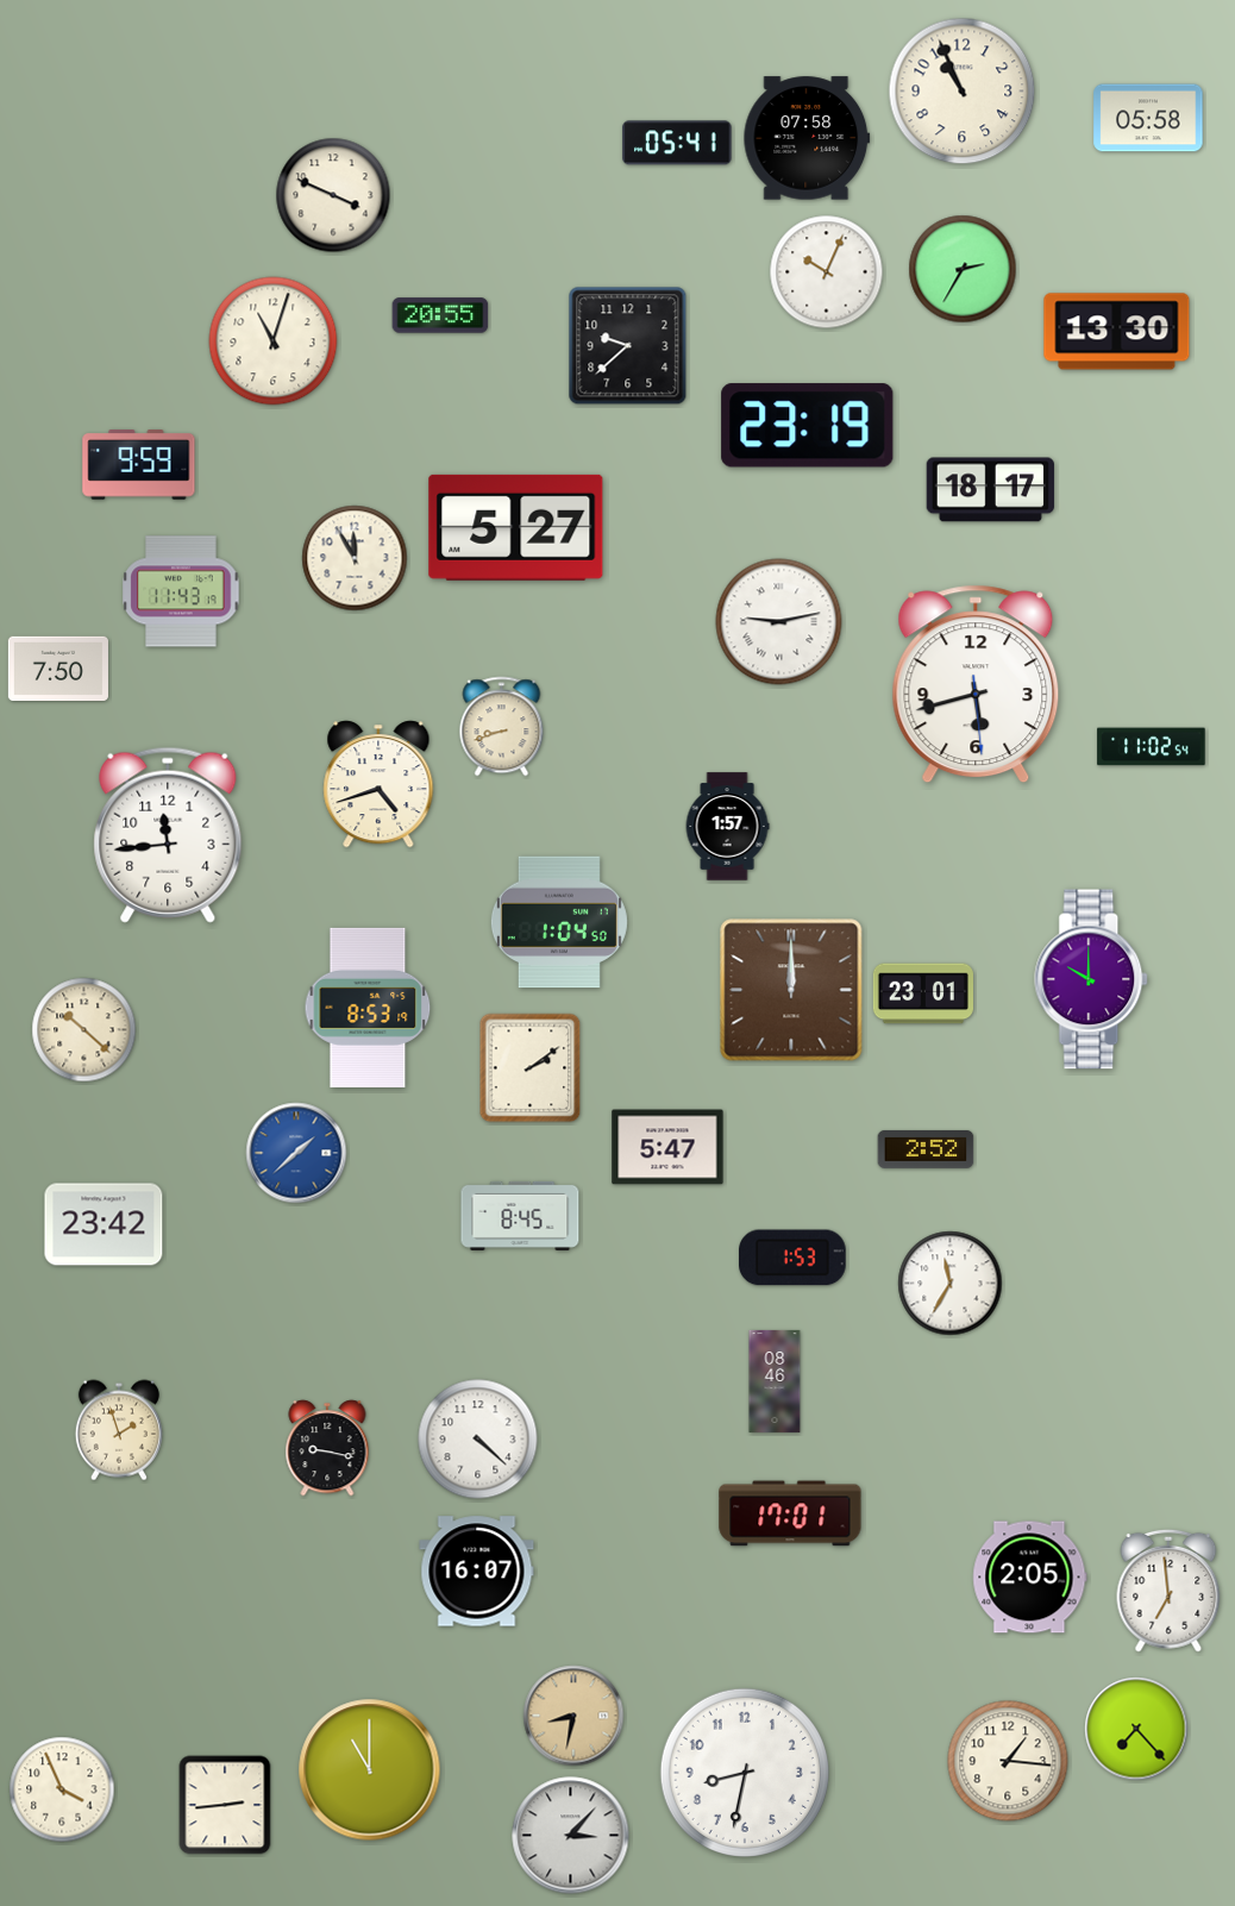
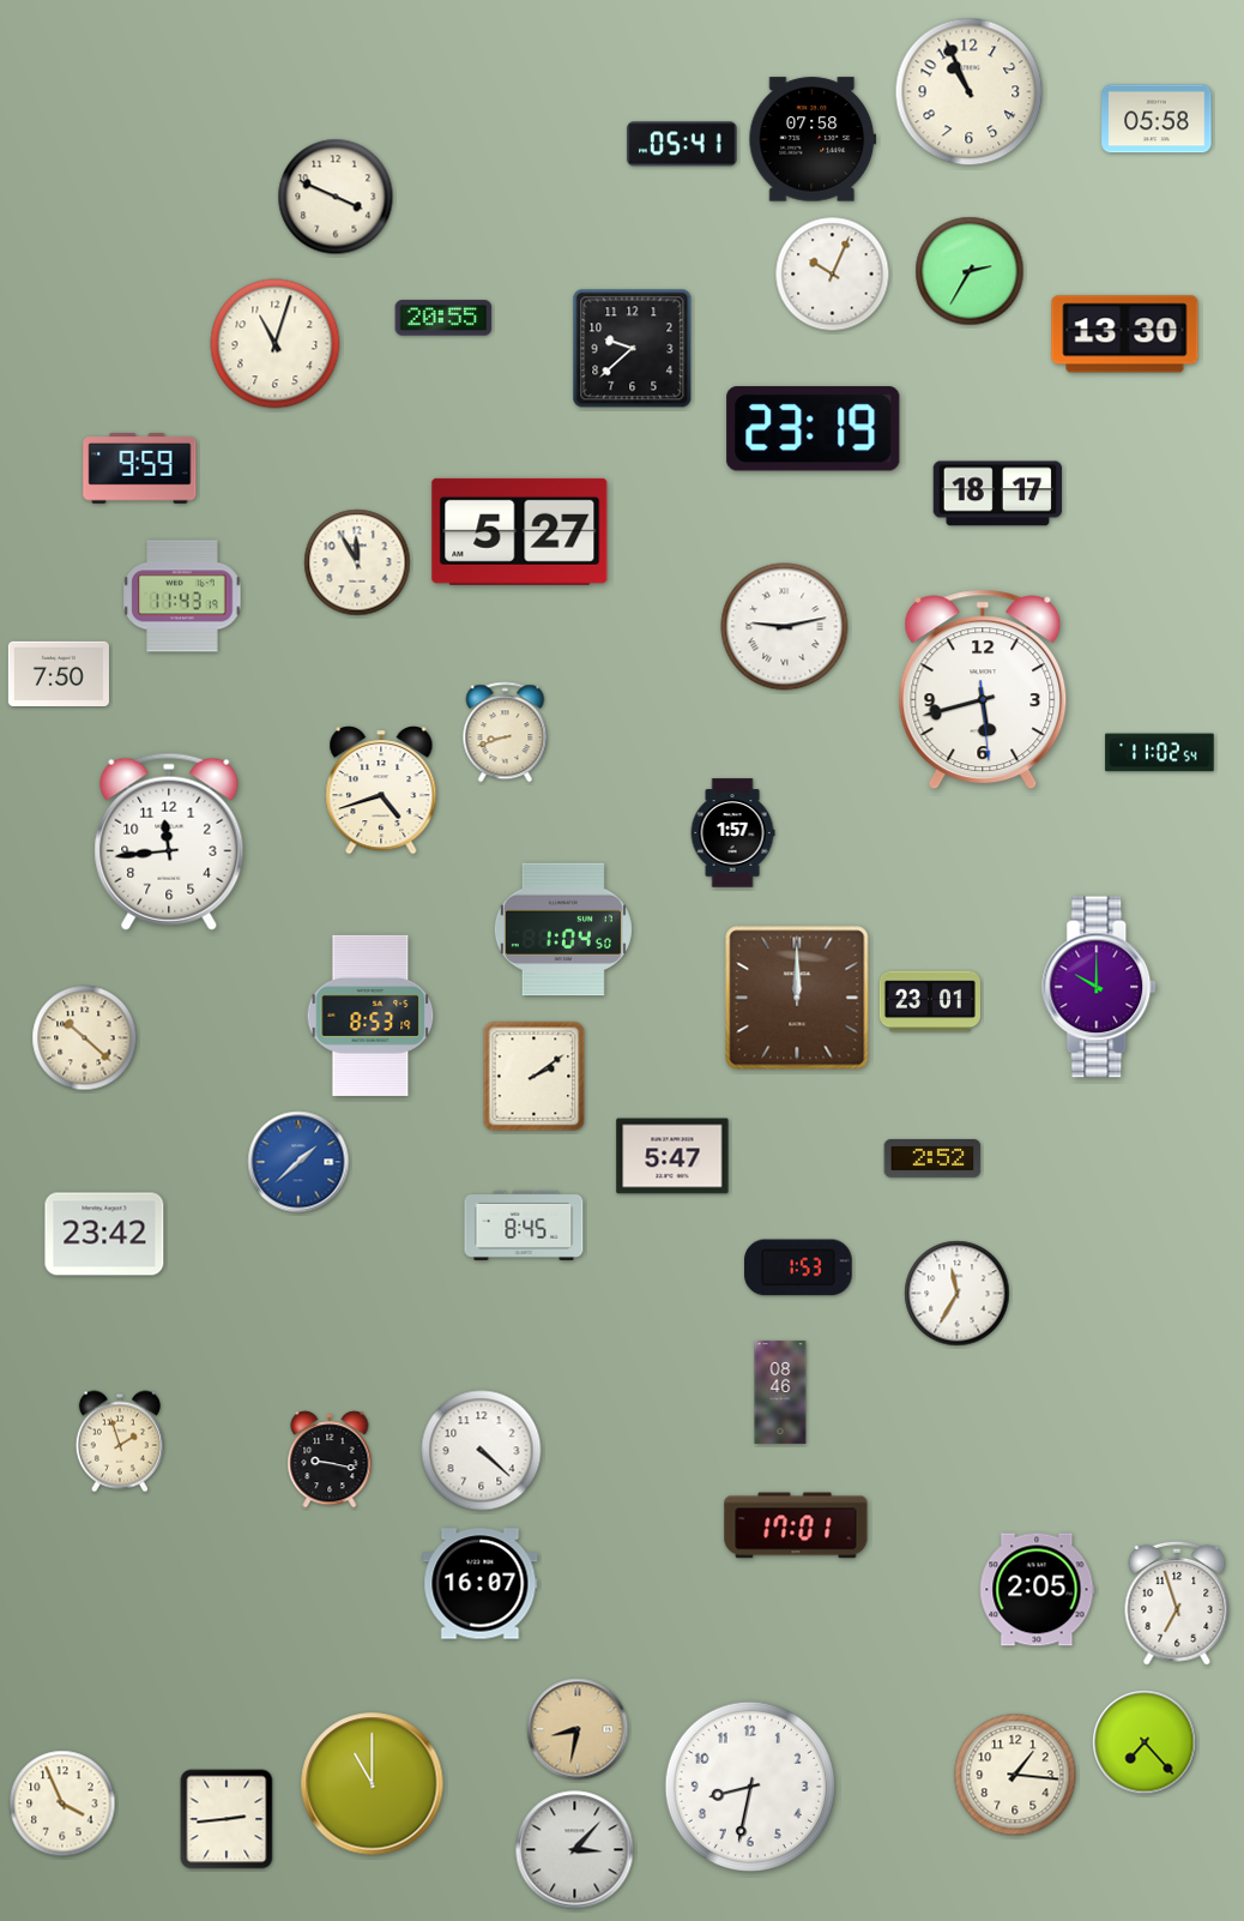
clock at (1168, 1591): 6:59 -> 6:57
